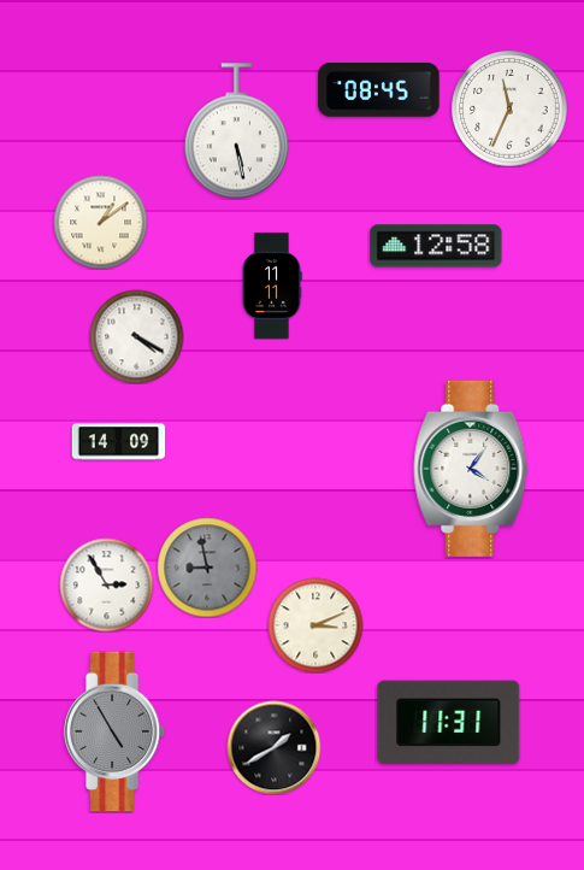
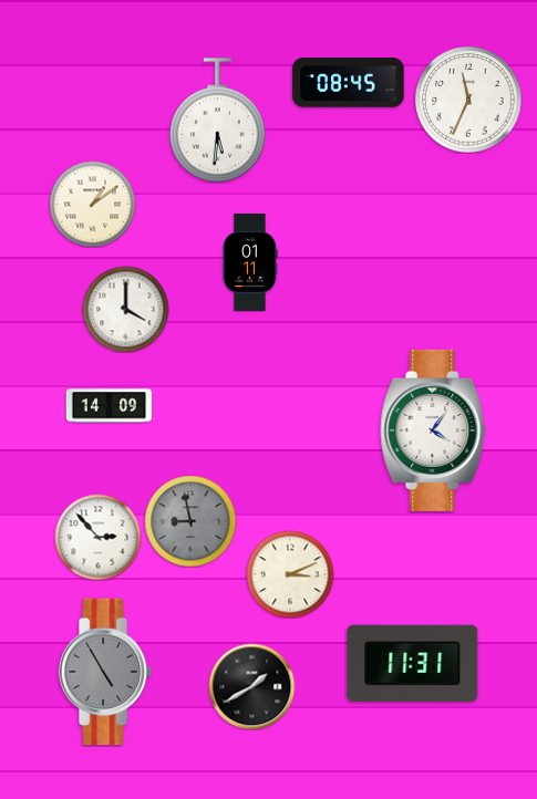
clock at (236, 131): 5:28 -> 5:31
clock at (436, 246): 12:58 -> none
clock at (272, 286): 11:11 -> 01:11
clock at (136, 336): 4:20 -> 4:00
clock at (106, 584): 2:55 -> 2:53
